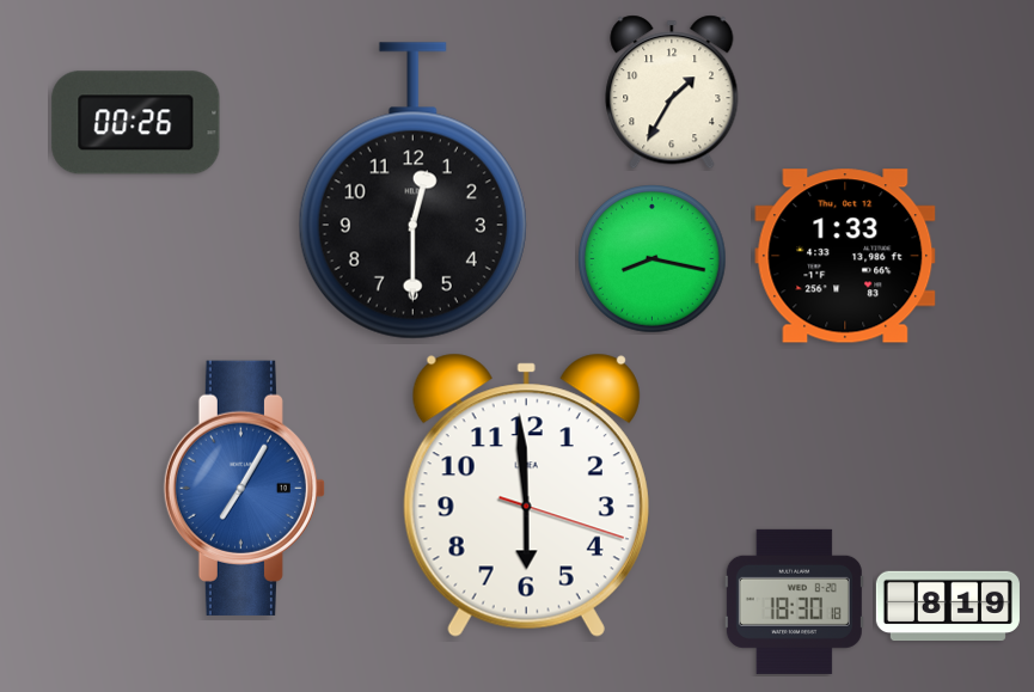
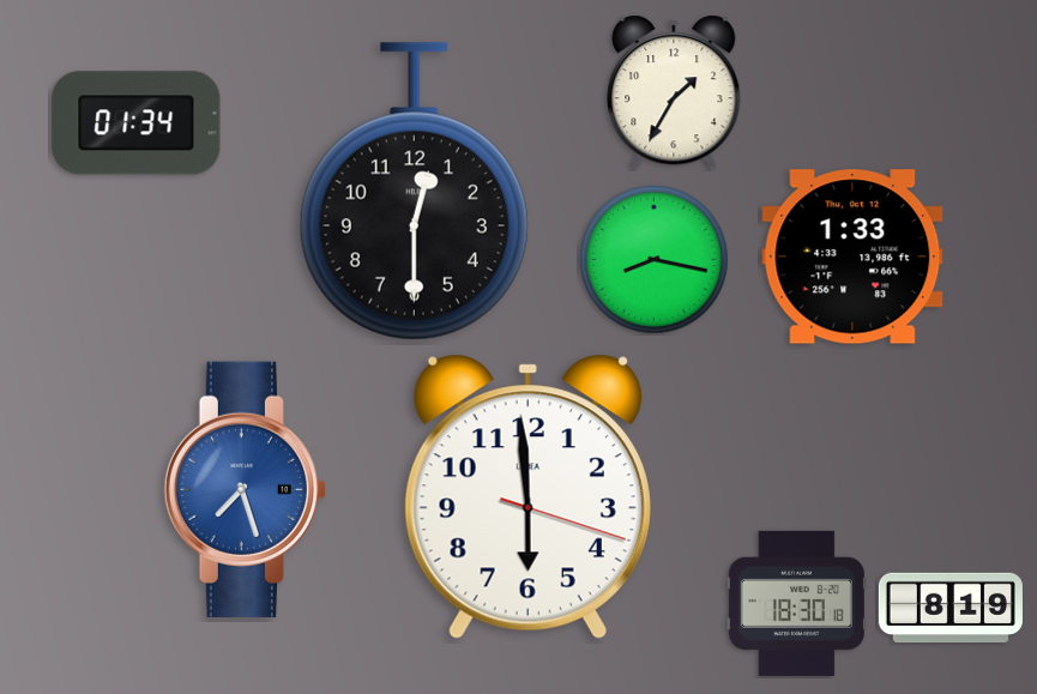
clock at (136, 123): 00:26 -> 01:34
clock at (845, 256) position: (845, 256) -> (852, 257)
clock at (244, 488): 7:05 -> 7:27
